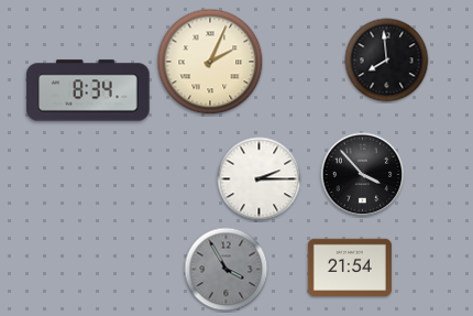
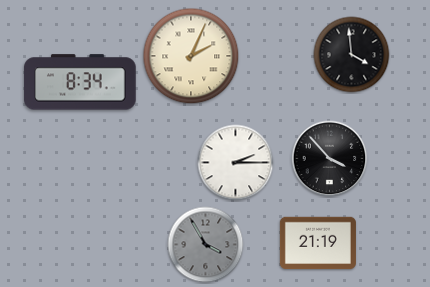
clock at (387, 61): 7:59 -> 3:59
clock at (350, 268): 21:54 -> 21:19
